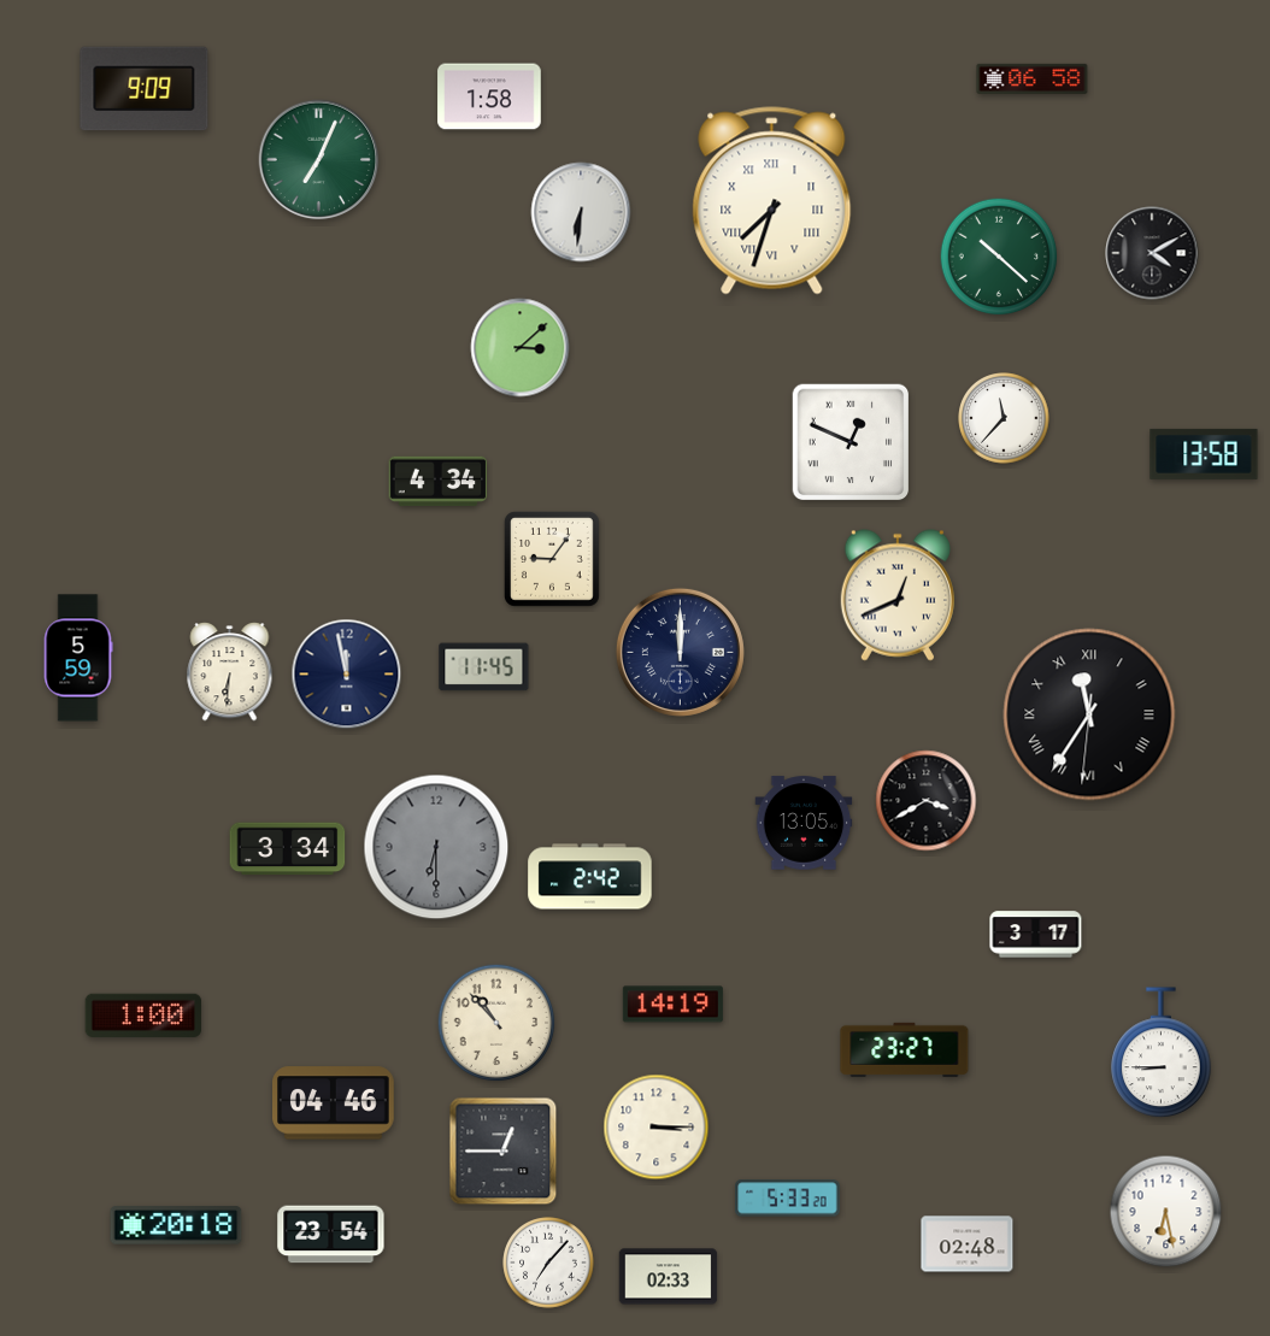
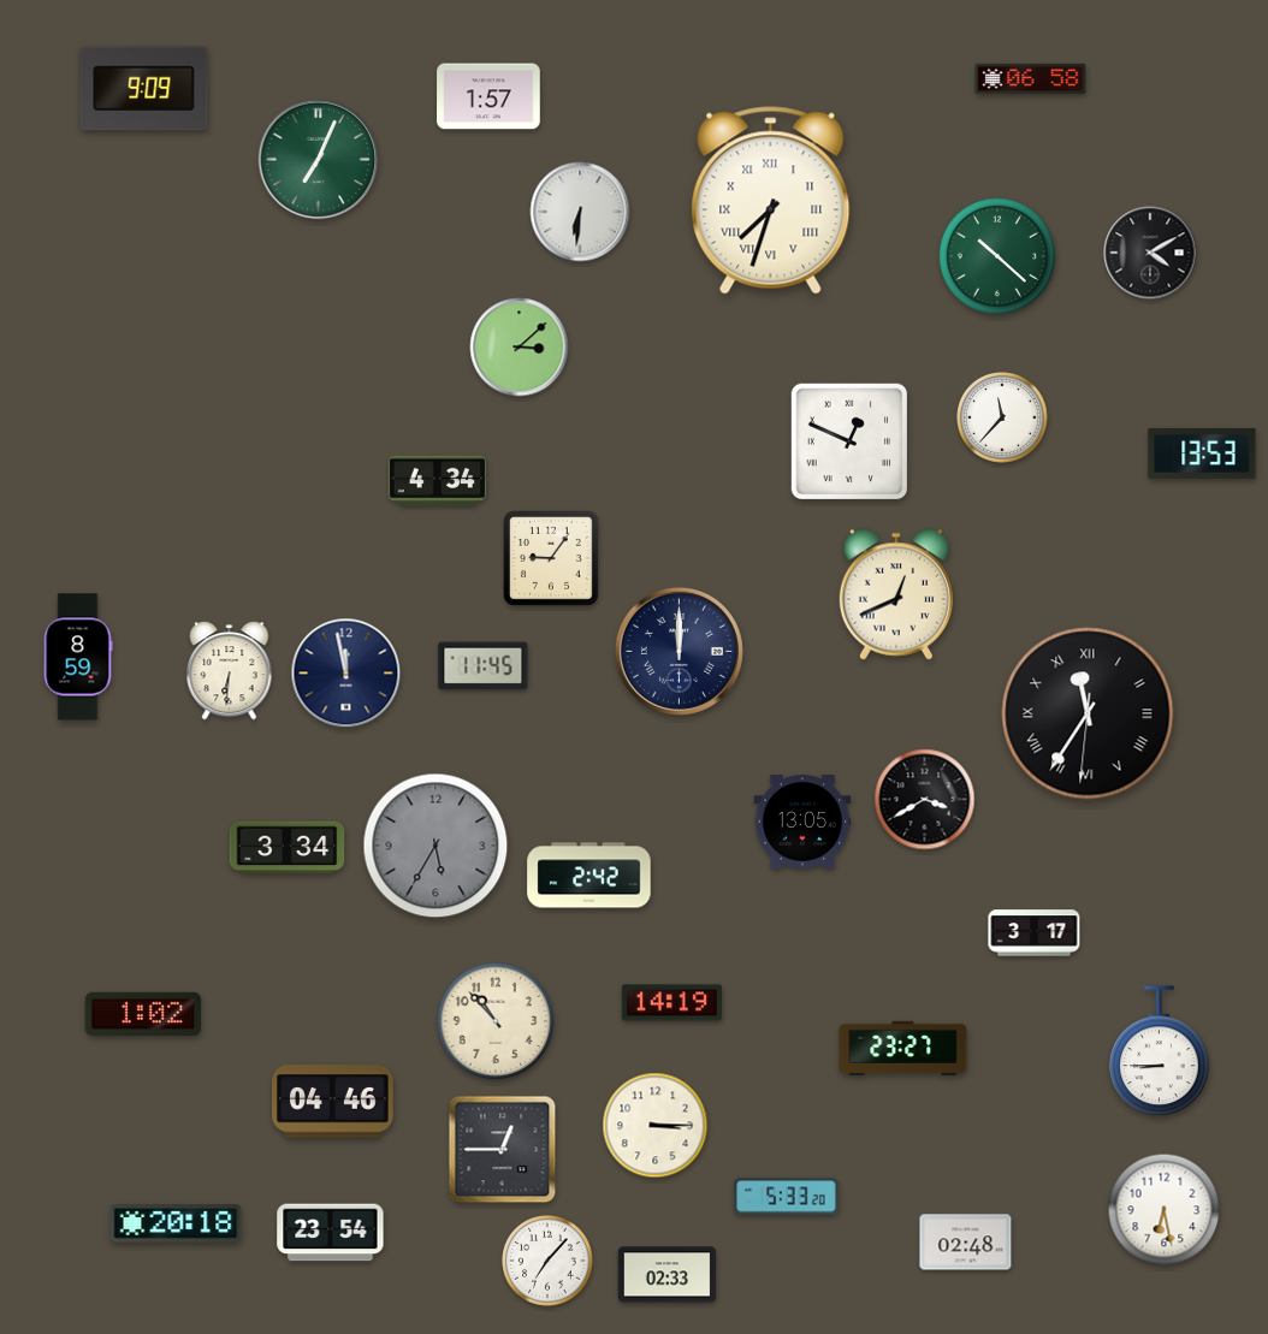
clock at (489, 96): 1:58 -> 1:57
clock at (1204, 454): 13:58 -> 13:53
clock at (78, 658): 5:59 -> 8:59
clock at (436, 847): 6:30 -> 5:35
clock at (143, 1016): 1:00 -> 1:02
